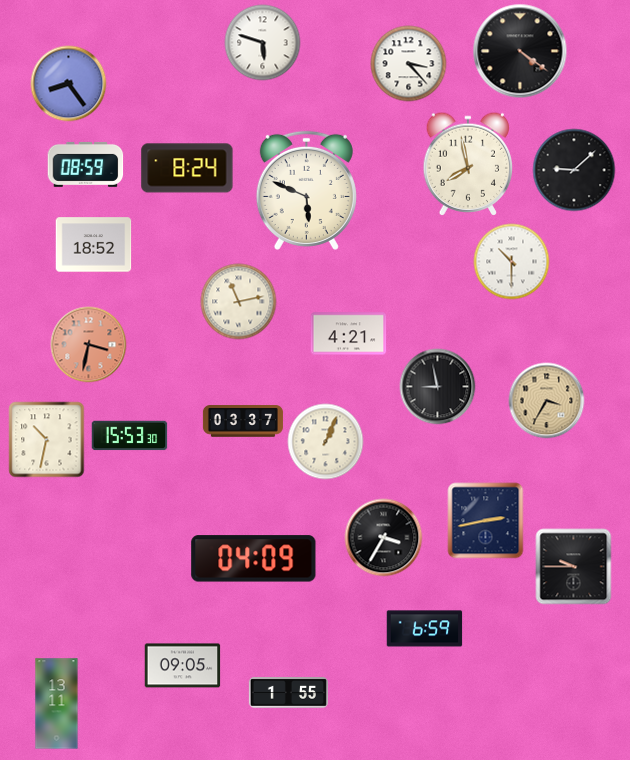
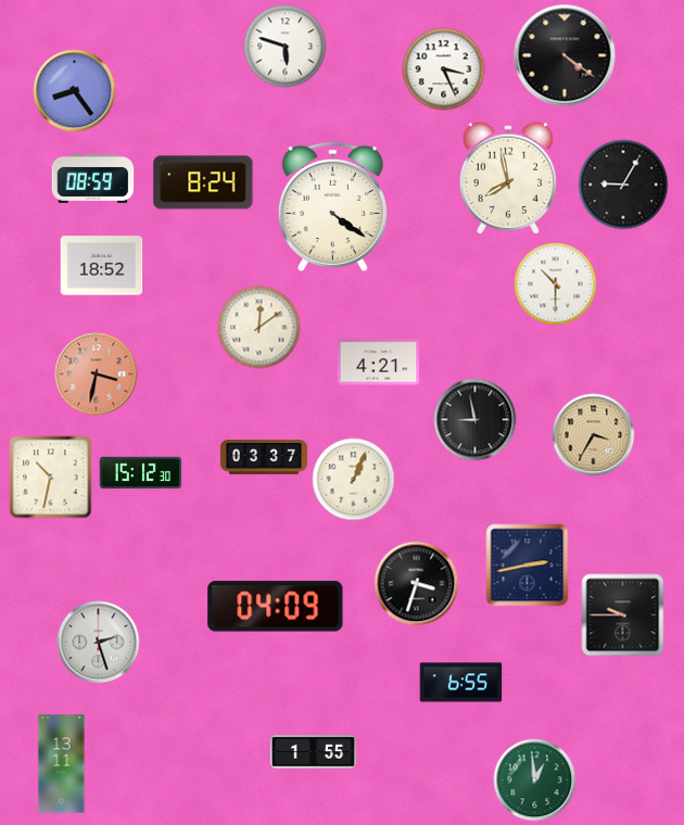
clock at (409, 64): 3:23 -> 3:26
clock at (574, 170): 9:08 -> 9:05
clock at (306, 190): 5:49 -> 4:21
clock at (239, 302): 11:13 -> 12:09
clock at (130, 436): 15:53 -> 15:12
clock at (384, 538): 3:35 -> 3:33
clock at (99, 643): none -> 2:27
clock at (425, 629): 6:59 -> 6:55
clock at (183, 666): 09:05 -> none
clock at (535, 780): none -> 12:59
